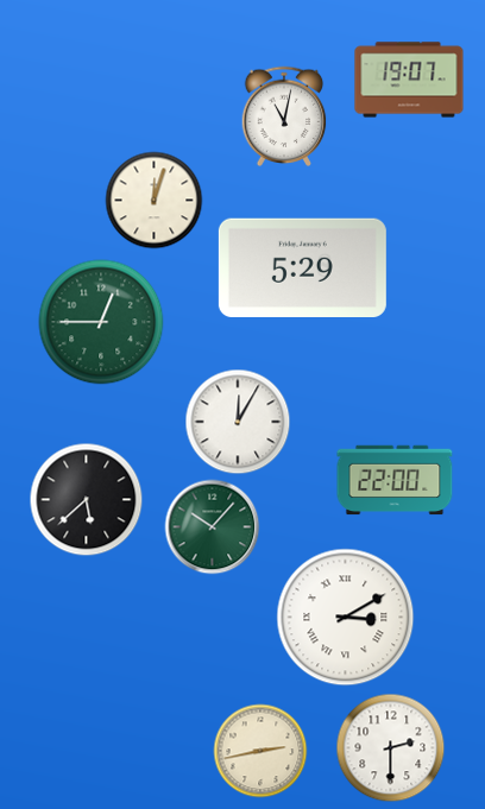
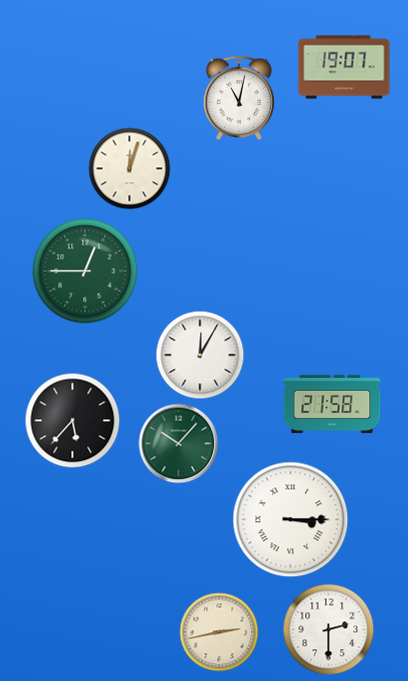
clock at (302, 268): 5:29 -> none
clock at (395, 480): 22:00 -> 21:58
clock at (87, 500): 5:38 -> 5:37
clock at (346, 618): 3:10 -> 3:15
